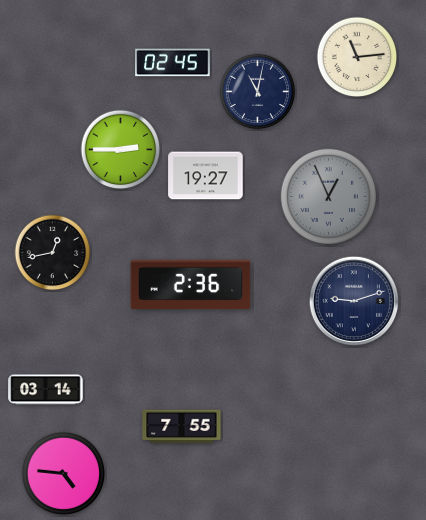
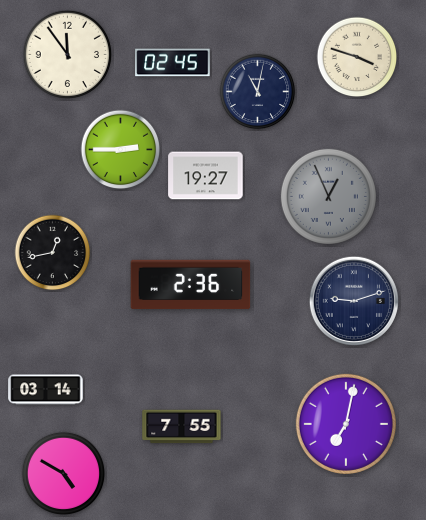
clock at (67, 54): none -> 11:54
clock at (357, 57): 11:14 -> 3:48
clock at (346, 424): none -> 7:02
clock at (64, 474): 4:46 -> 4:50
